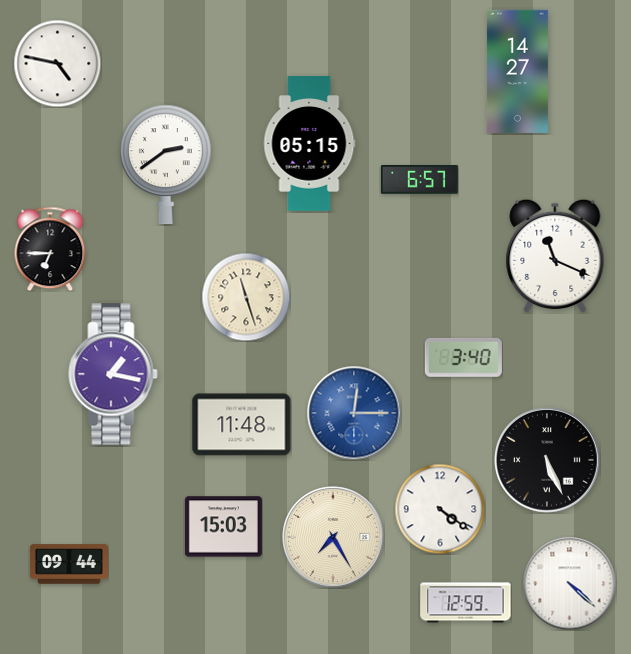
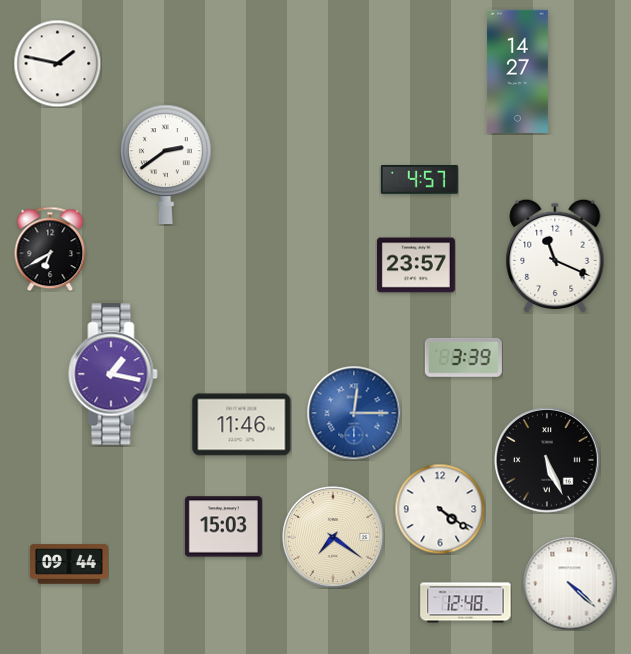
clock at (57, 63): 4:47 -> 1:47
clock at (310, 144): 05:15 -> none
clock at (419, 180): 6:57 -> 4:57
clock at (50, 249): 6:45 -> 6:40
clock at (416, 265): none -> 23:57
clock at (246, 297): 11:27 -> none
clock at (463, 357): 3:40 -> 3:39
clock at (242, 425): 11:48 -> 11:46
clock at (333, 537): 7:25 -> 7:21
clock at (466, 603): 12:59 -> 12:48
